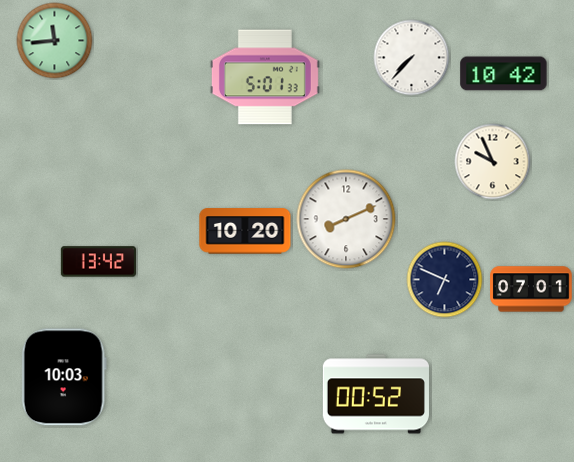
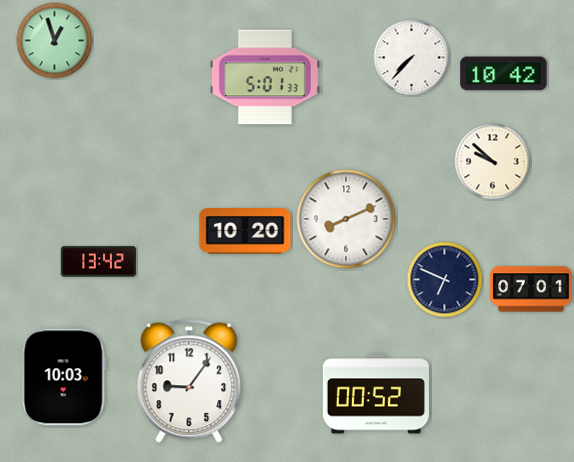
clock at (55, 41): 11:44 -> 12:57
clock at (493, 162): 9:56 -> 9:52
clock at (189, 381): none -> 9:06
